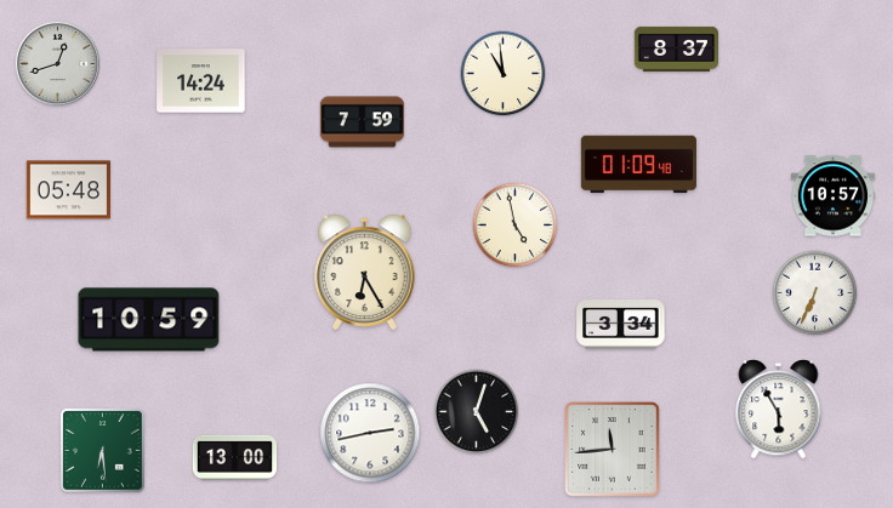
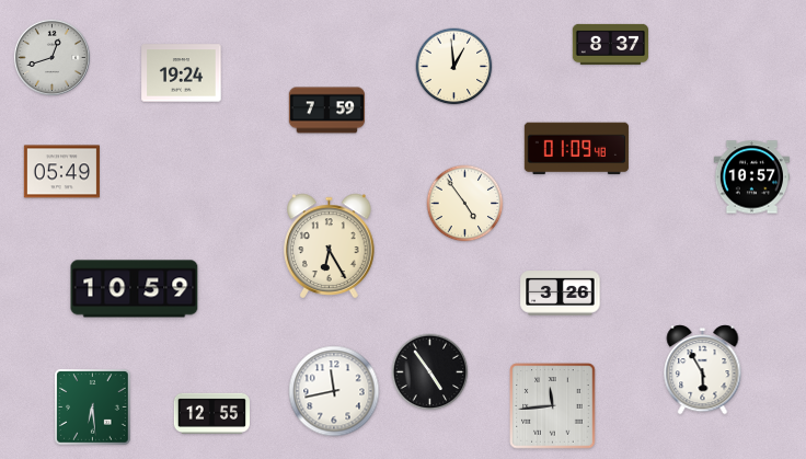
clock at (504, 74): 10:59 -> 12:59
clock at (201, 81): 14:24 -> 19:24
clock at (68, 190): 05:48 -> 05:49
clock at (516, 226): 4:58 -> 4:54
clock at (815, 293): 6:34 -> none
clock at (621, 325): 3:34 -> 3:26
clock at (477, 412): 5:03 -> 4:54
clock at (370, 433): 2:43 -> 11:43
clock at (234, 457): 13:00 -> 12:55
